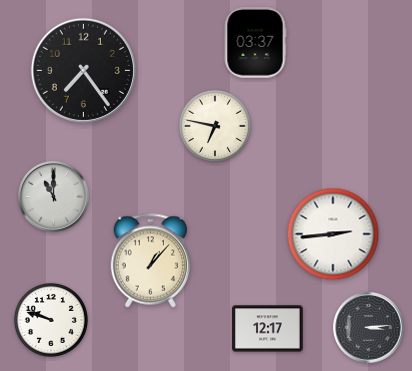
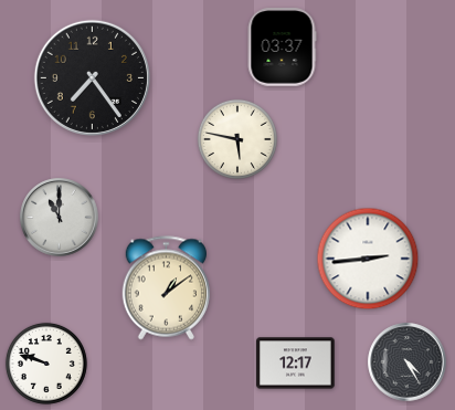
clock at (215, 126): 6:47 -> 5:47
clock at (150, 261): 1:07 -> 1:09
clock at (51, 320) position: (51, 320) -> (46, 364)
clock at (369, 328): 3:14 -> 4:25
